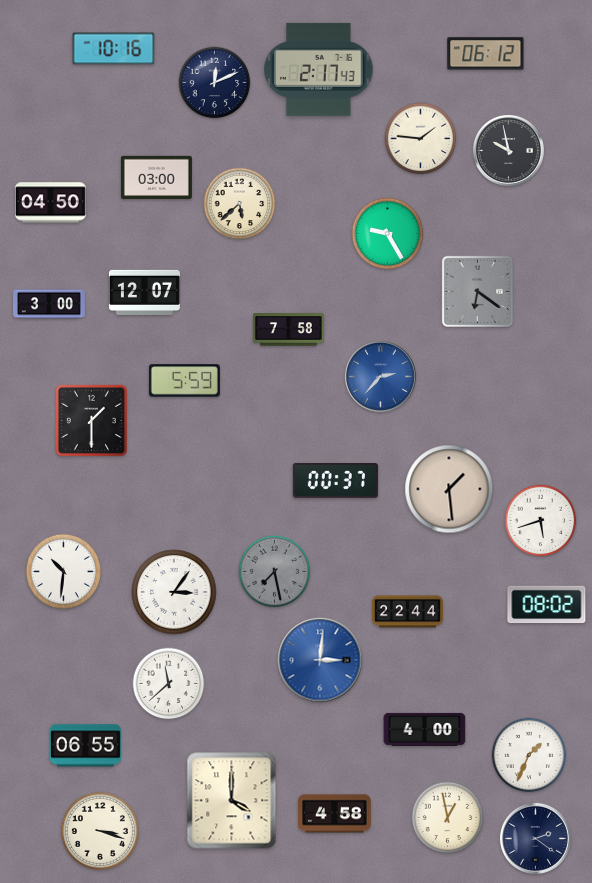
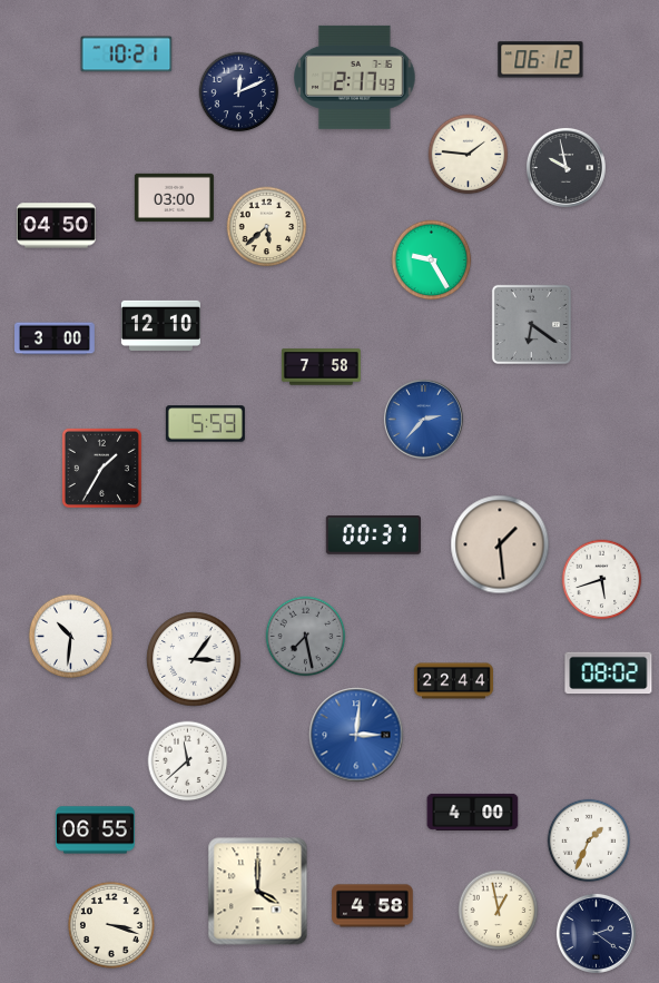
clock at (114, 49): 10:16 -> 10:21
clock at (144, 292): 12:07 -> 12:10
clock at (91, 420): 1:30 -> 1:35
